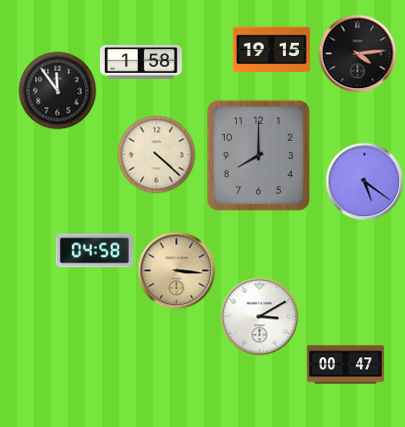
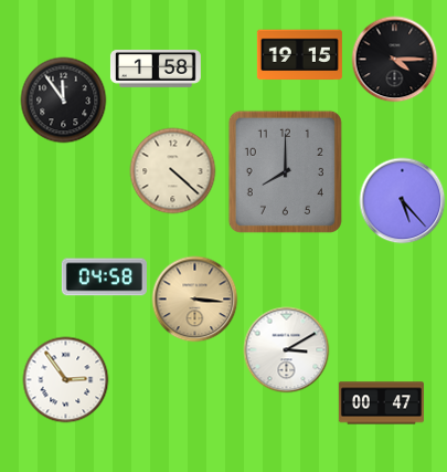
clock at (357, 53): 4:14 -> 4:15
clock at (364, 181): 5:21 -> 5:23
clock at (65, 379): none -> 2:54
